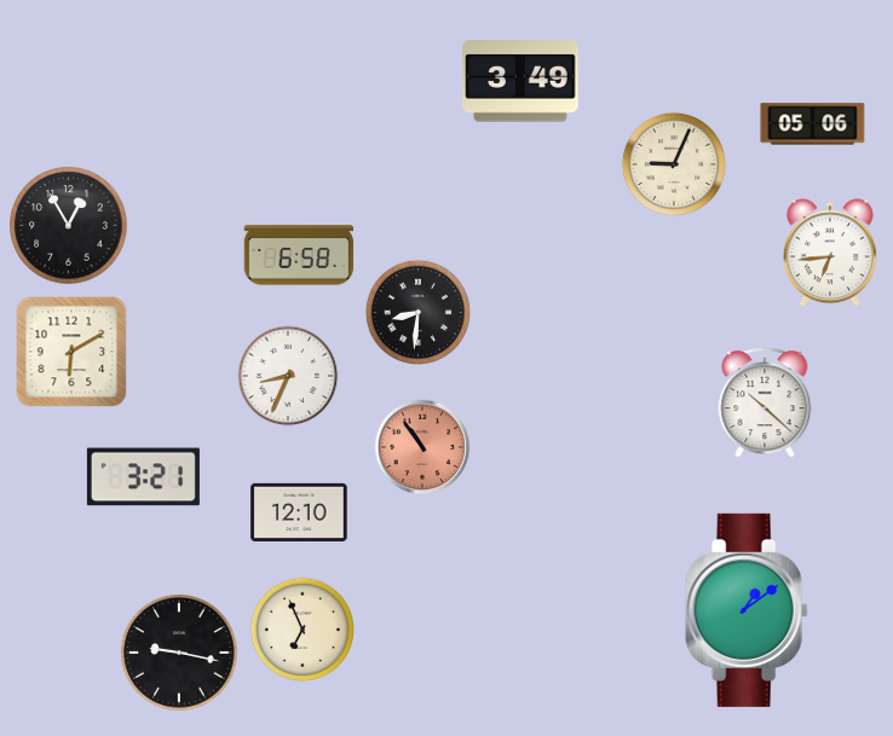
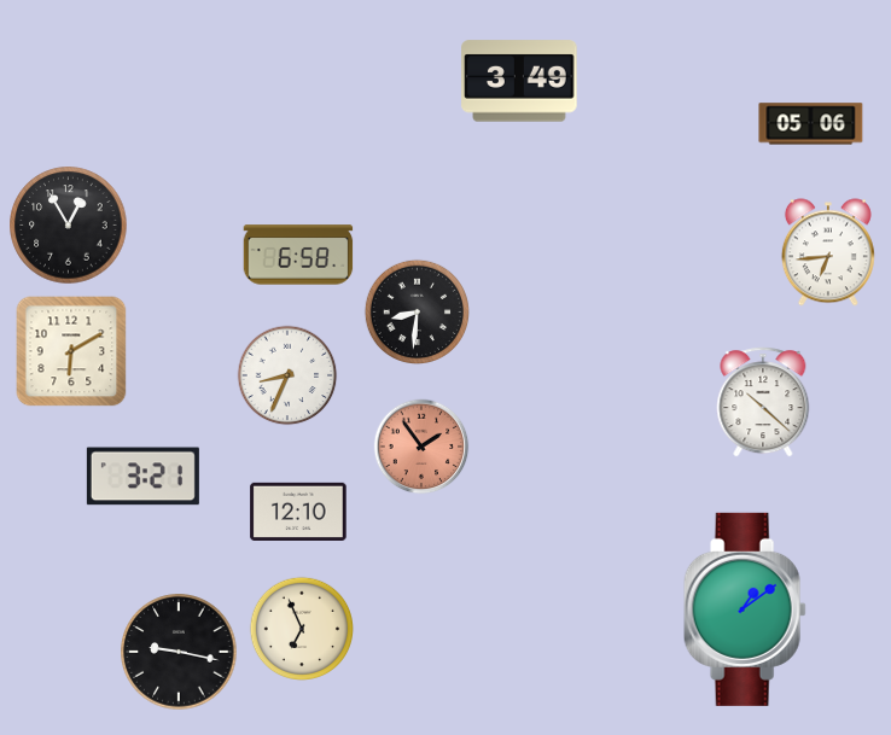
clock at (674, 164): 9:04 -> none
clock at (422, 447): 10:54 -> 1:54
